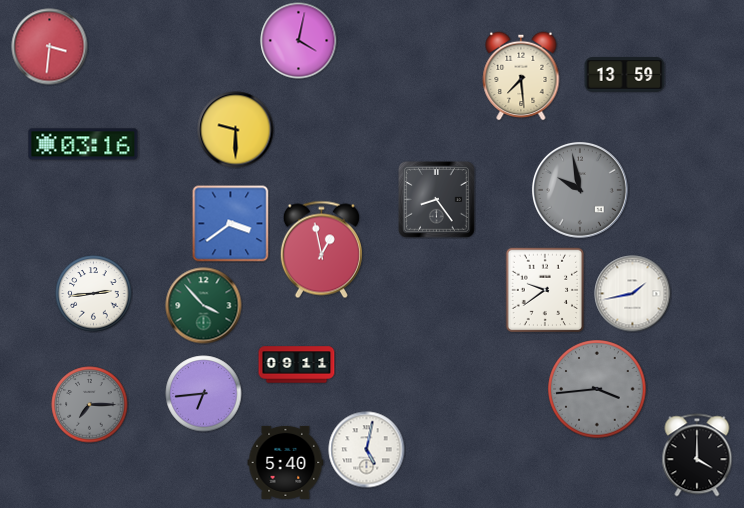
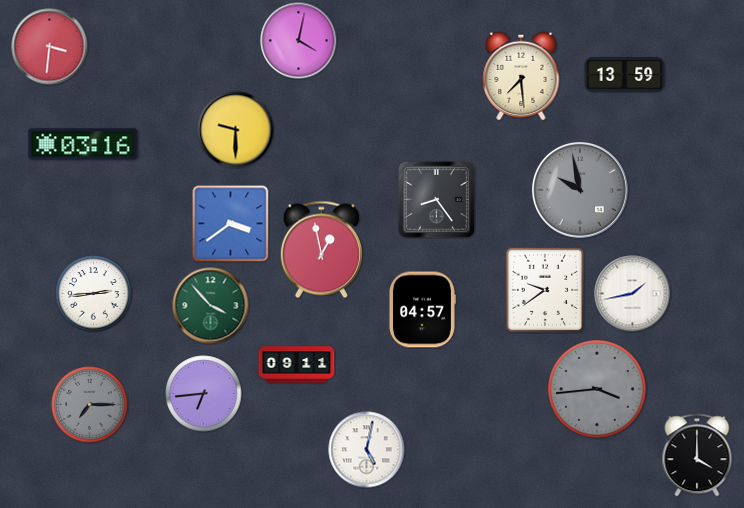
clock at (204, 306) position: (204, 306) -> (211, 306)
clock at (422, 310): none -> 04:57
clock at (286, 462): 5:40 -> none
